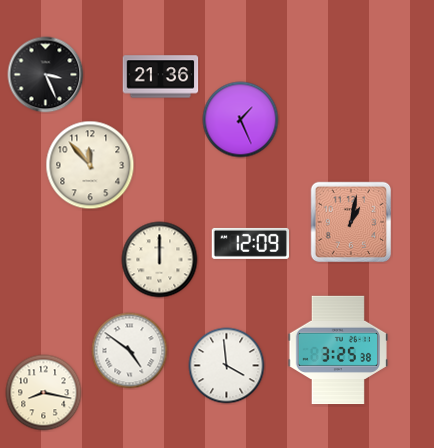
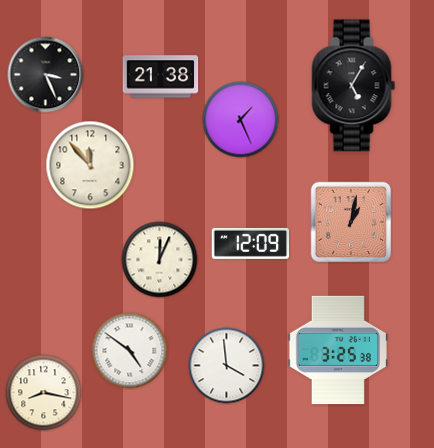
clock at (161, 77): 21:36 -> 21:38
clock at (354, 86): none -> 5:05
clock at (160, 260): 12:00 -> 12:04
